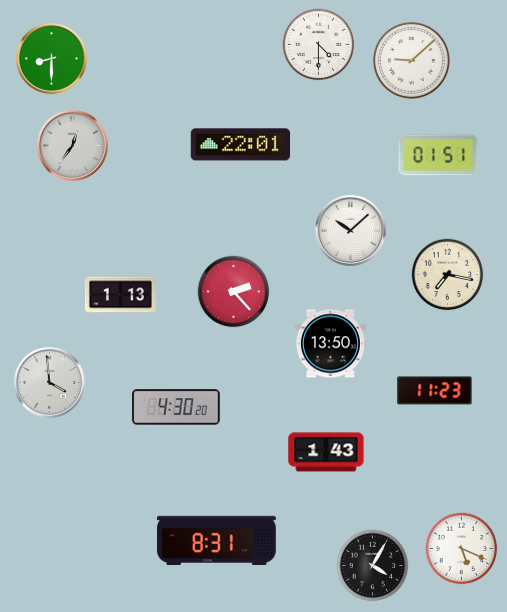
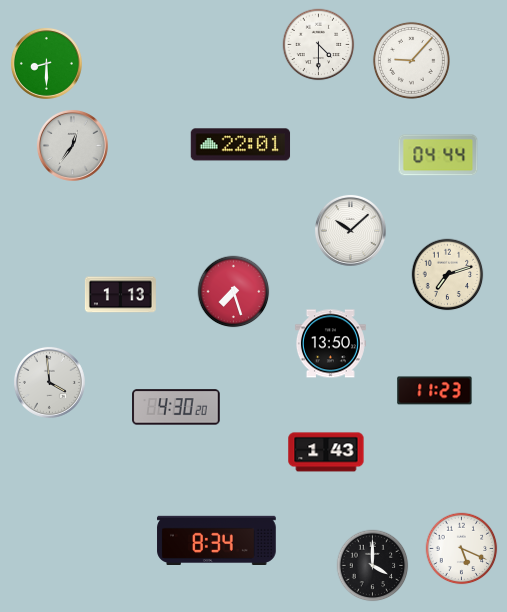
clock at (51, 58) position: (51, 58) -> (46, 63)
clock at (411, 60): 9:08 -> 9:07
clock at (438, 155): 01:51 -> 04:44
clock at (448, 275): 7:17 -> 7:12
clock at (234, 292): 2:23 -> 7:27
clock at (217, 540): 8:31 -> 8:34
clock at (373, 566): 4:05 -> 4:00
